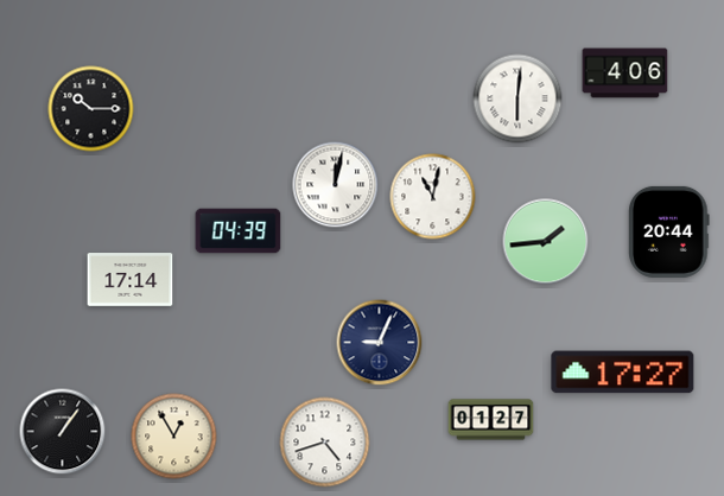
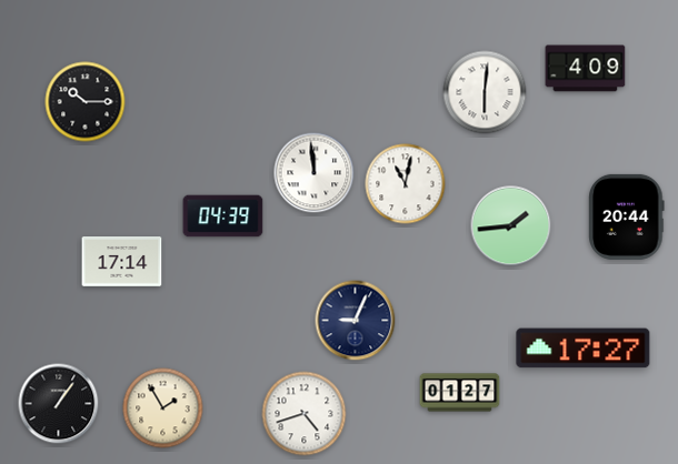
clock at (625, 74): 4:06 -> 4:09
clock at (336, 185): 12:02 -> 11:59
clock at (174, 437): 12:55 -> 1:55
